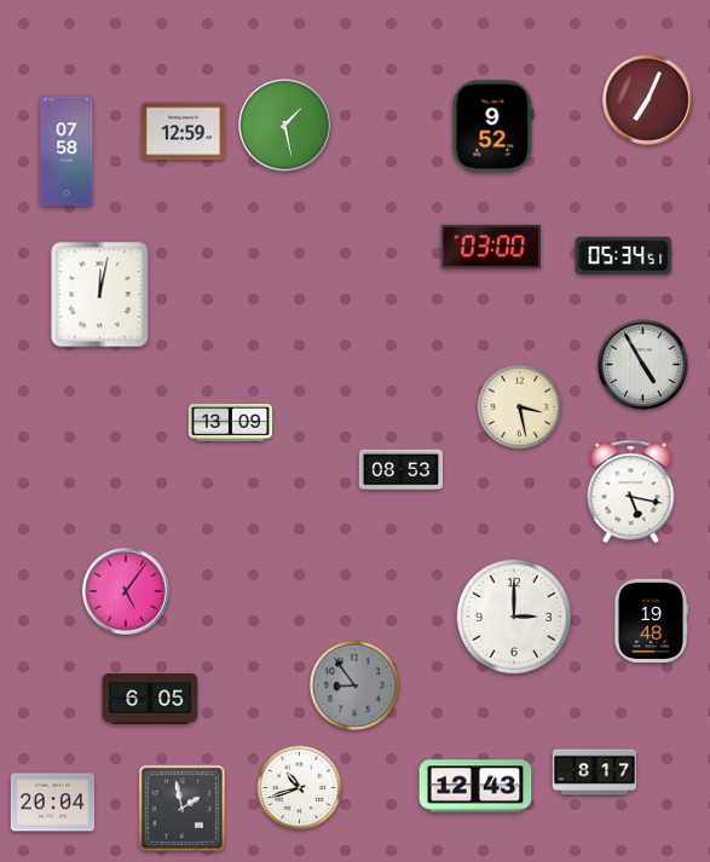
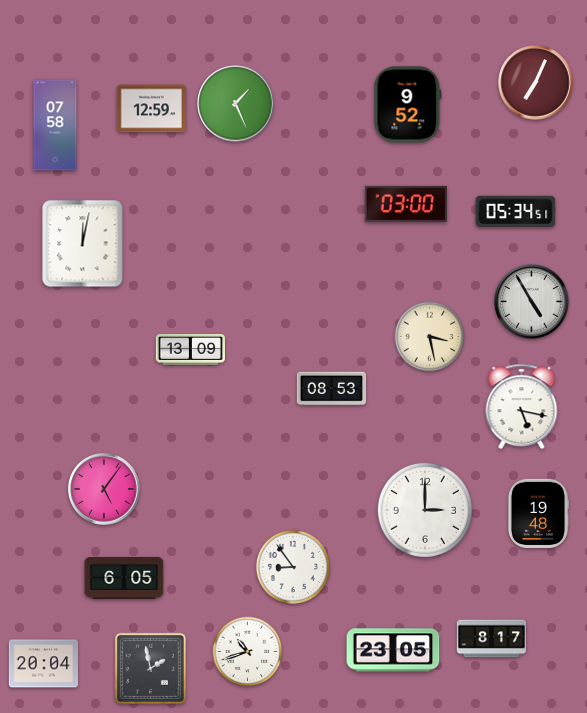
clock at (285, 126): 1:28 -> 1:26
clock at (354, 685) dial: grey -> white
clock at (475, 786): 12:43 -> 23:05
